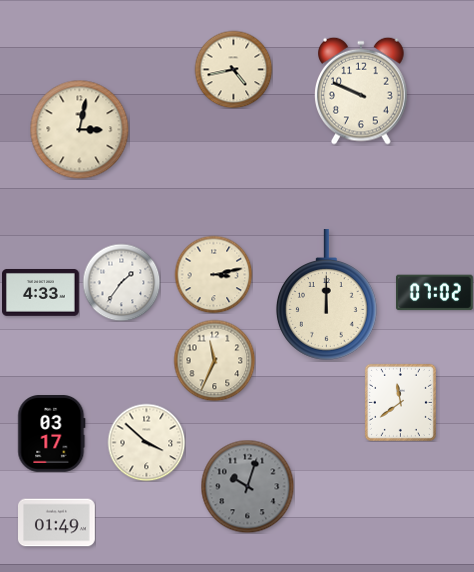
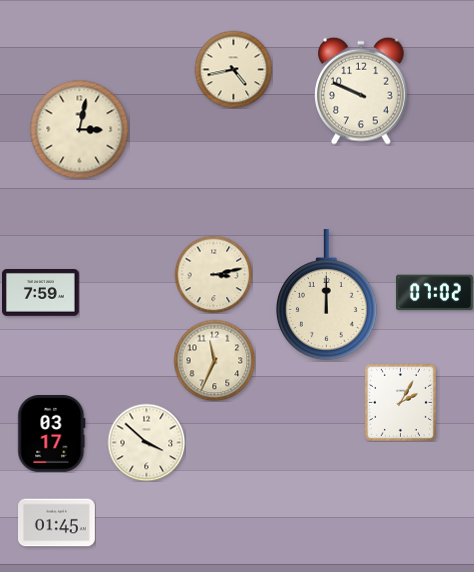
clock at (121, 282): 1:36 -> none
clock at (41, 293): 4:33 -> 7:59
clock at (400, 402): 11:39 -> 2:05
clock at (247, 486): 10:03 -> none
clock at (57, 523): 01:49 -> 01:45
